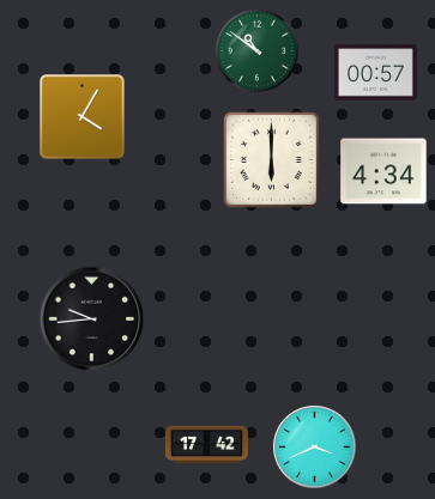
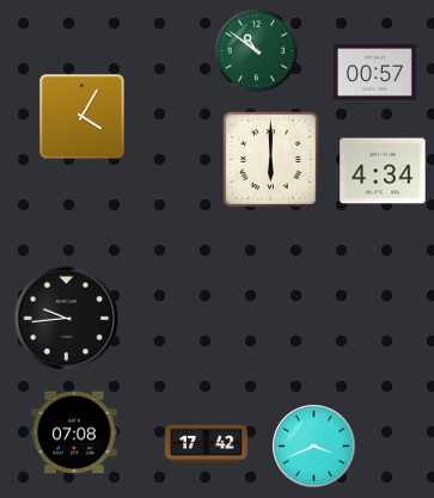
clock at (92, 320) position: (92, 320) -> (67, 319)
clock at (74, 432): none -> 07:08
